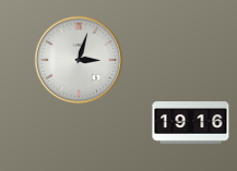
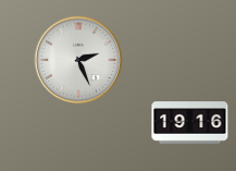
clock at (79, 60): 3:03 -> 2:26
